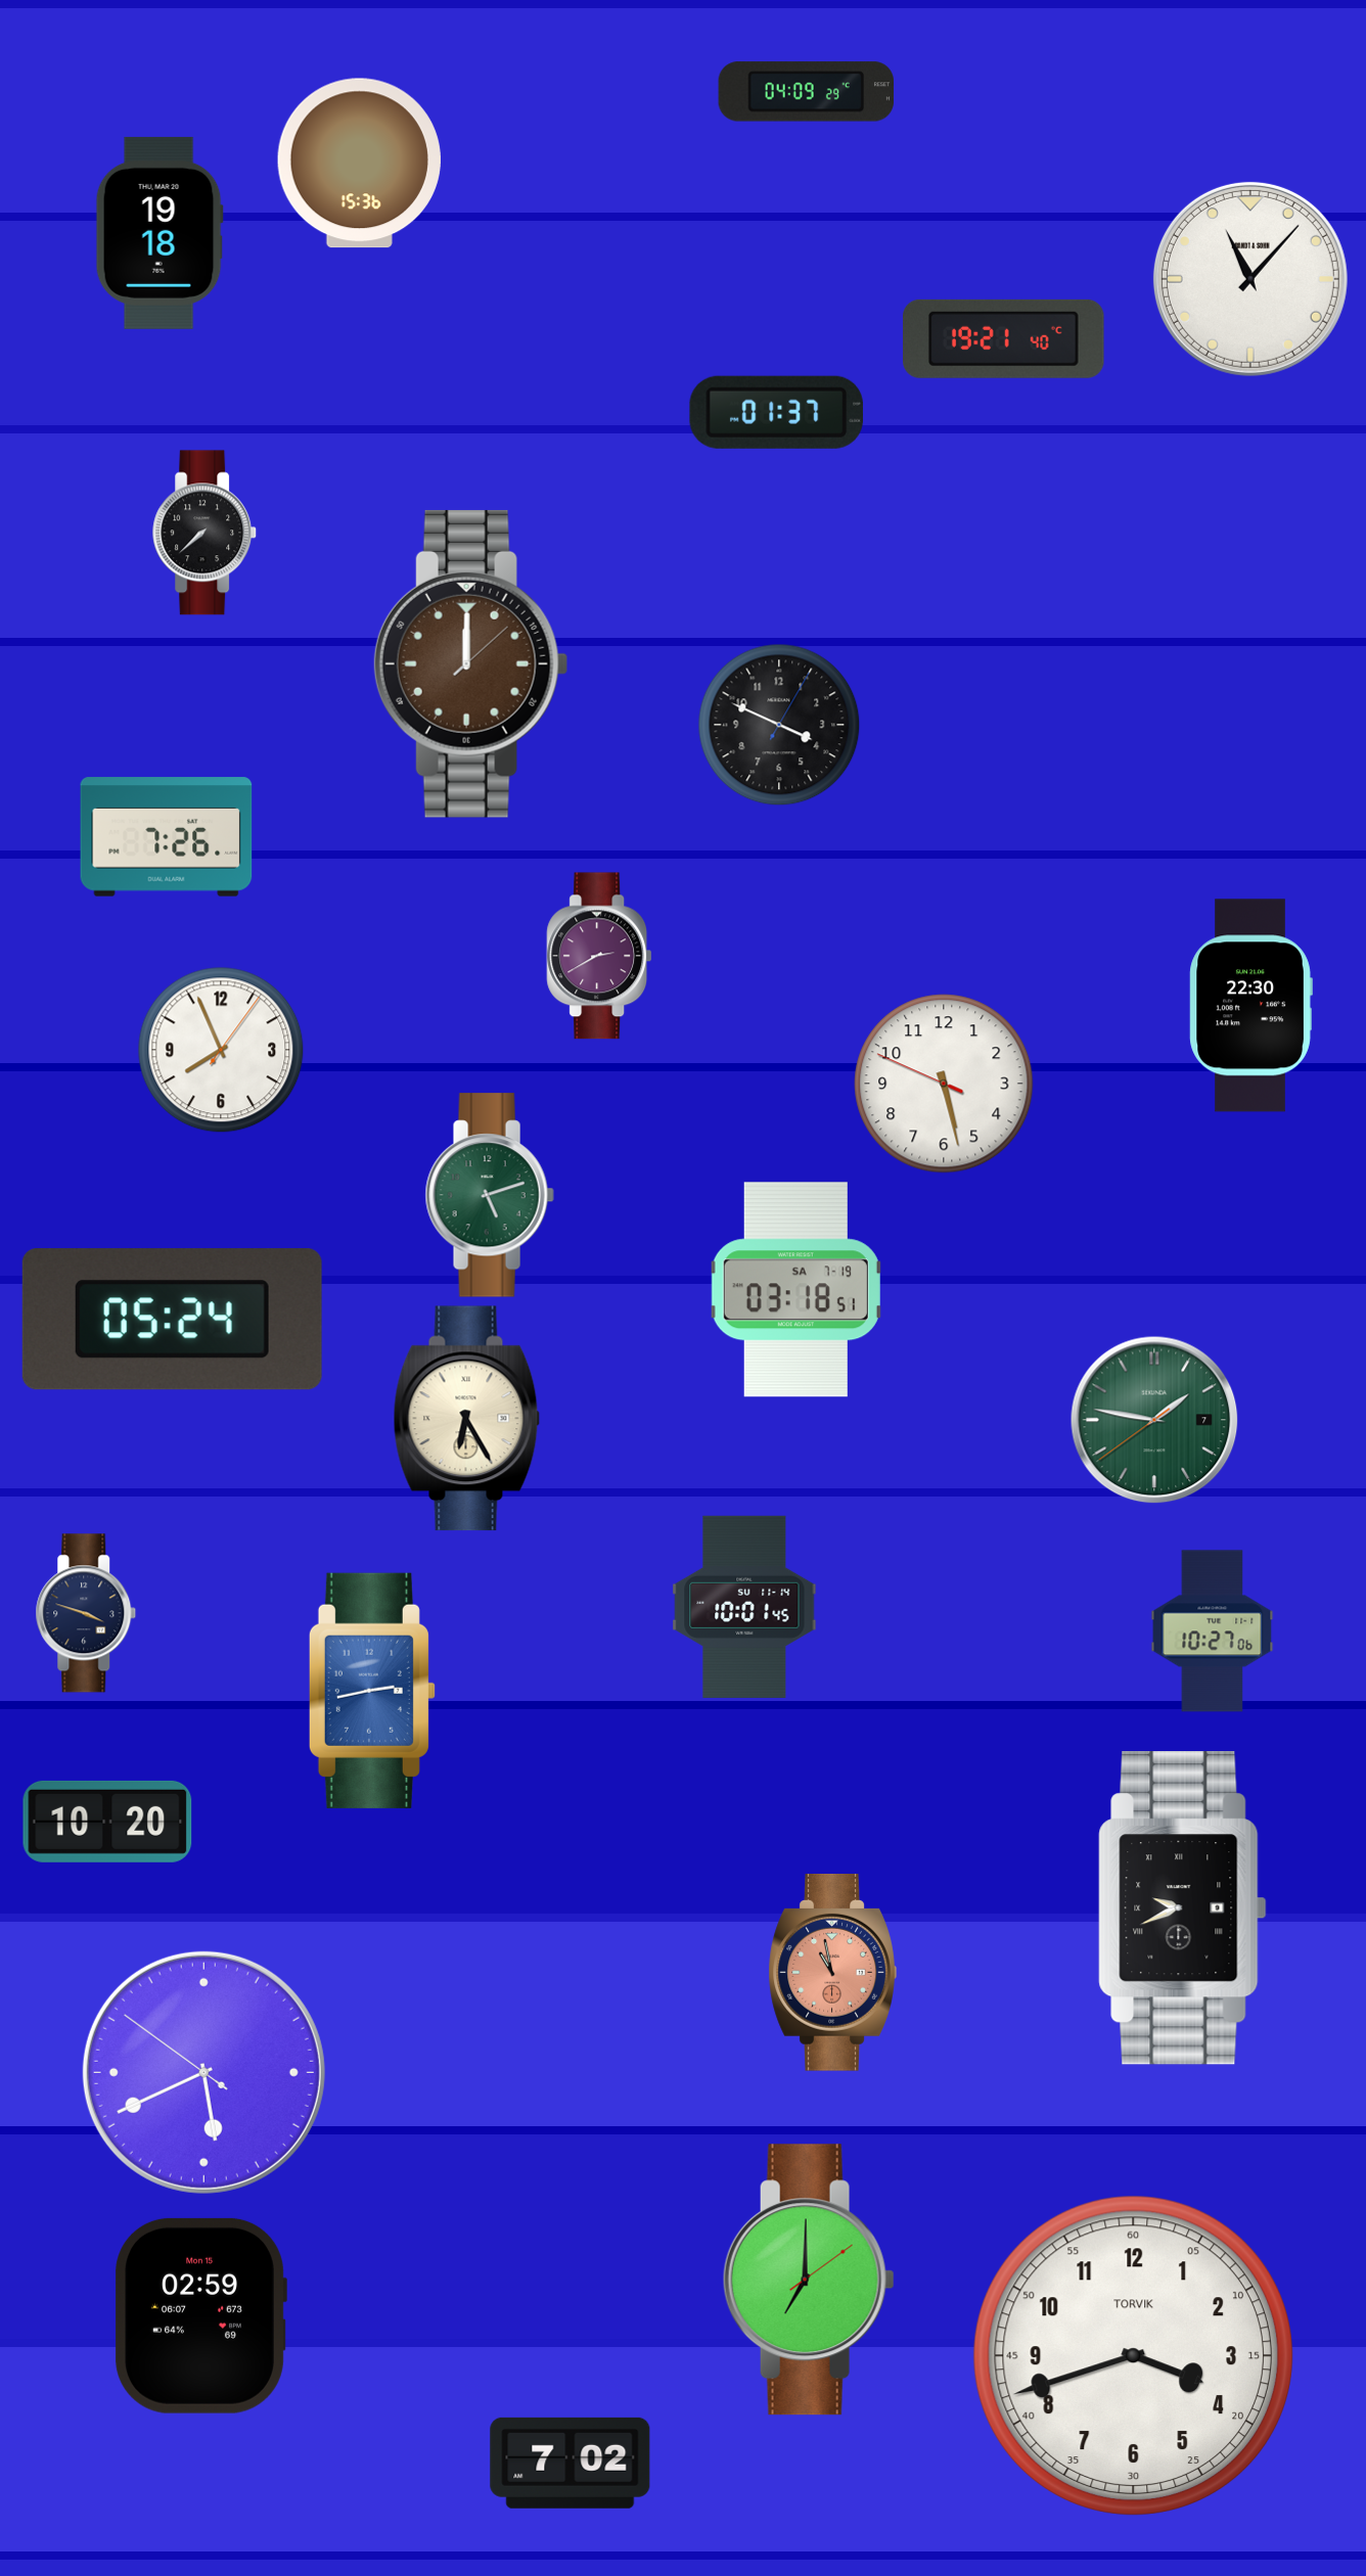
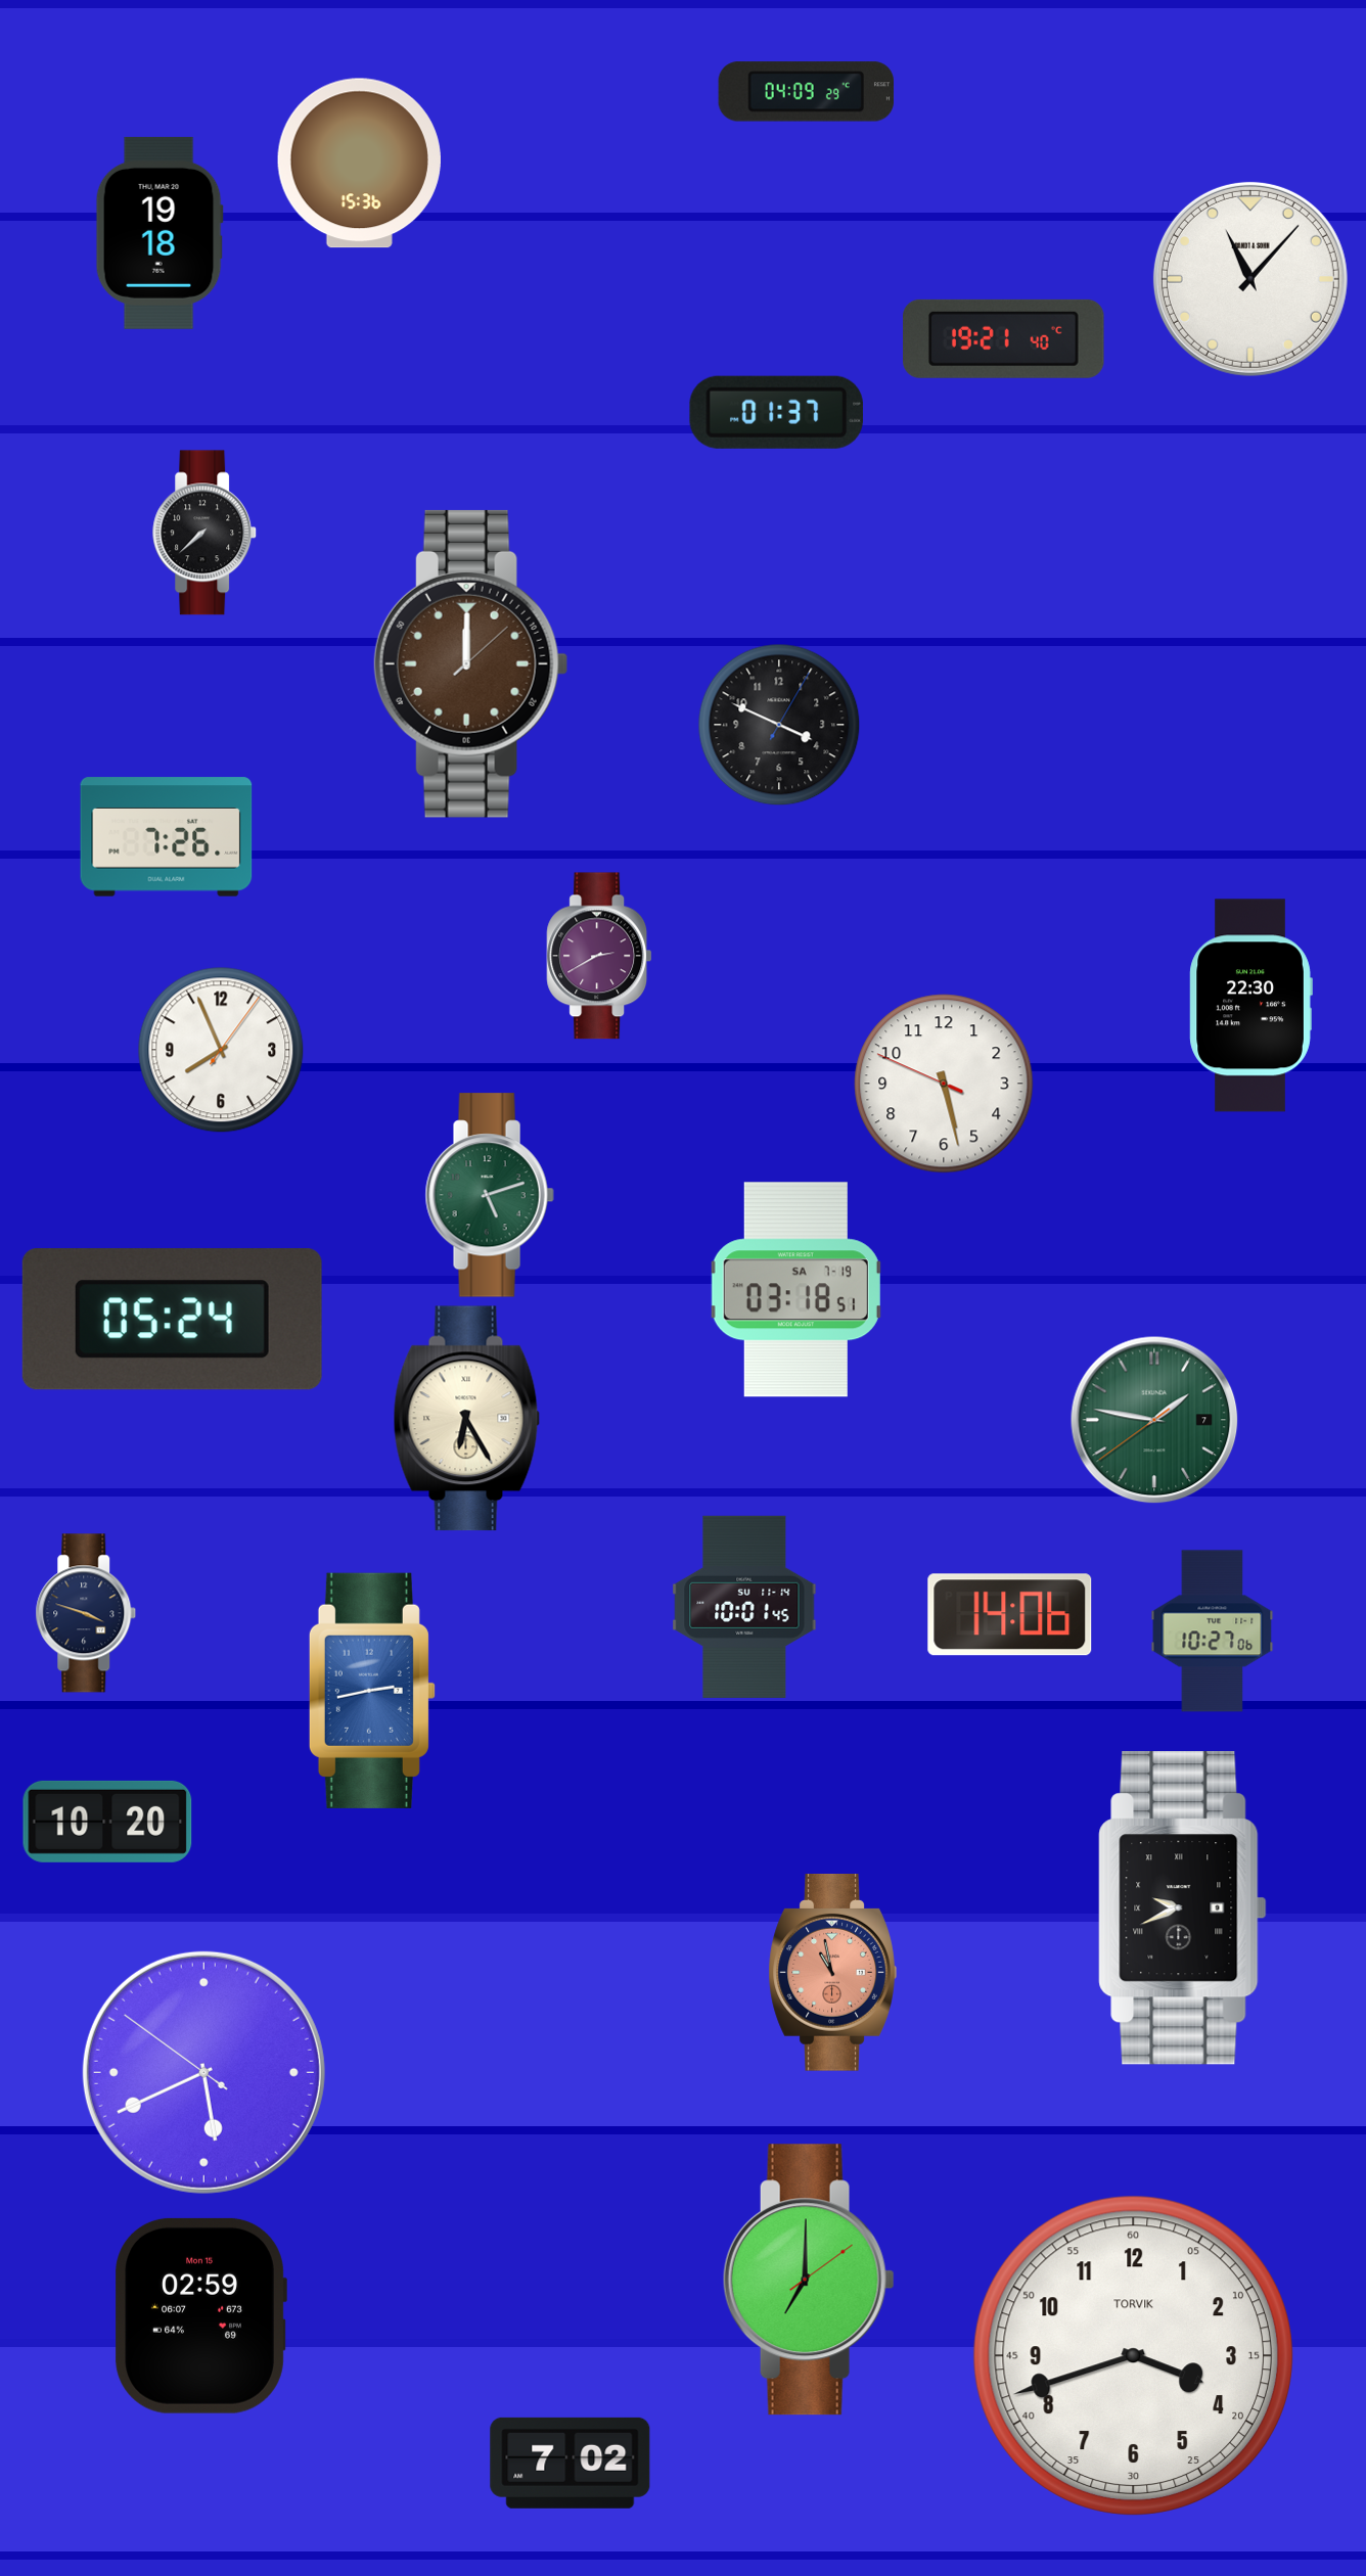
clock at (1010, 1615): none -> 14:06
